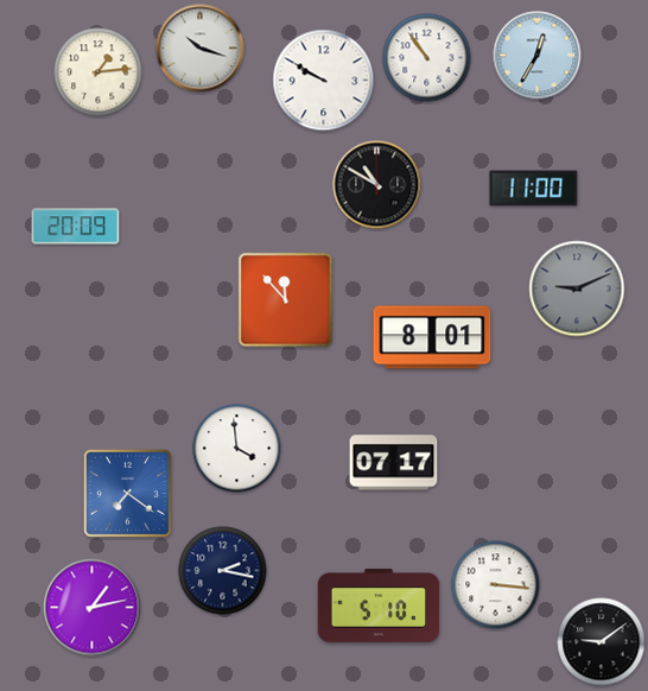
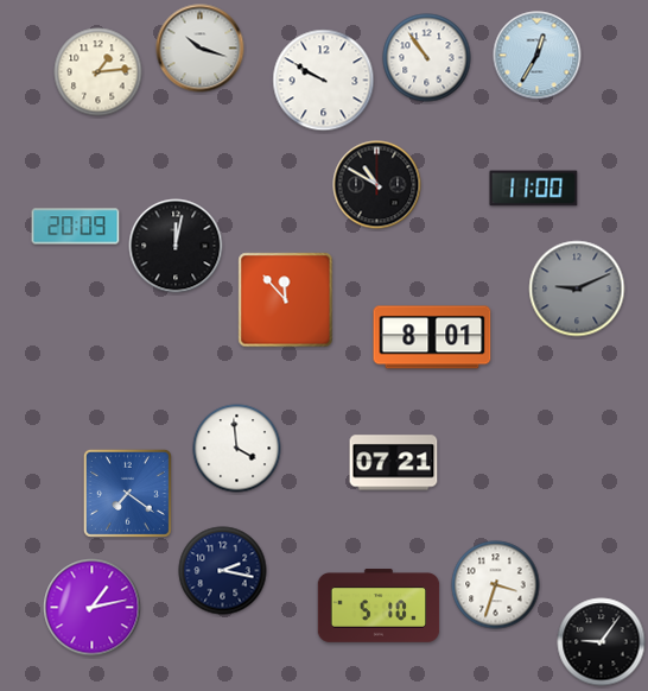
clock at (176, 246): none -> 12:02
clock at (394, 463): 07:17 -> 07:21
clock at (496, 585): 3:16 -> 3:33
clock at (602, 642): 9:09 -> 9:06
